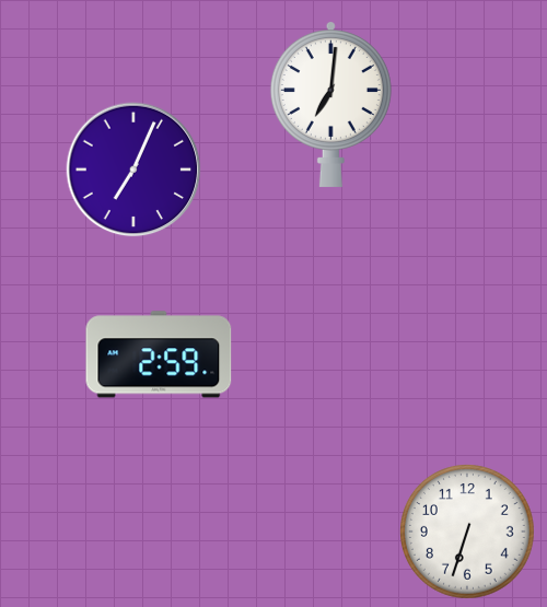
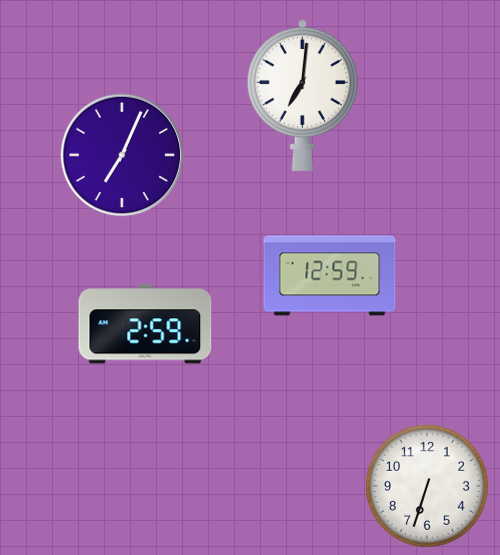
clock at (330, 276): none -> 12:59
